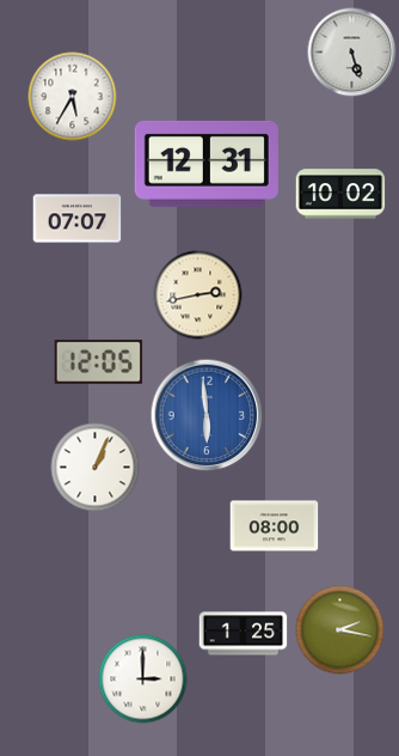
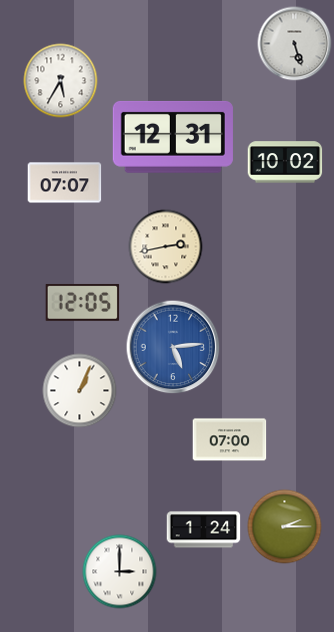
clock at (207, 415): 5:59 -> 5:14
clock at (275, 526): 08:00 -> 07:00
clock at (340, 630): 2:17 -> 2:15
clock at (244, 634): 1:25 -> 1:24
clock at (143, 679) position: (143, 679) -> (120, 572)
